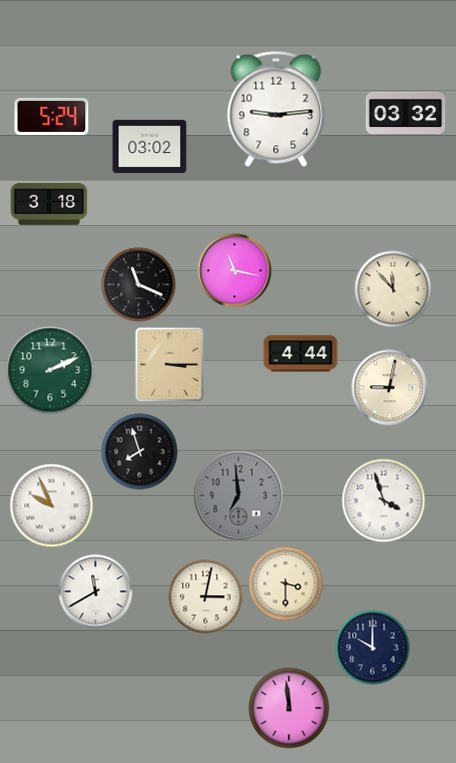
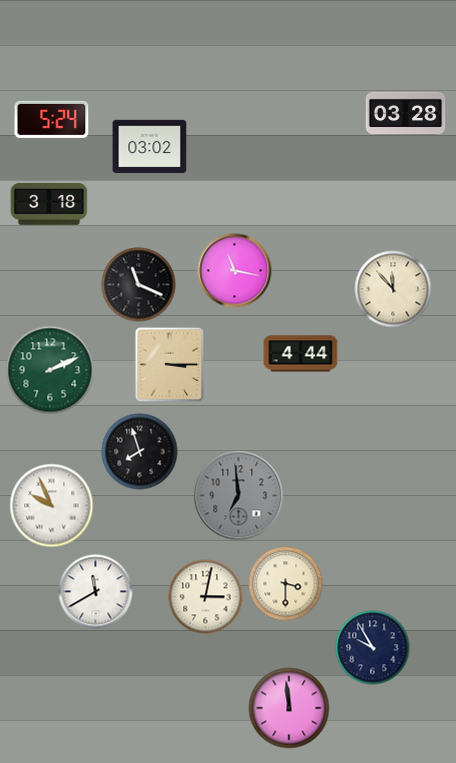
clock at (276, 109): 9:14 -> none
clock at (406, 113): 03:32 -> 03:28
clock at (52, 116) position: (52, 116) -> (52, 119)
clock at (390, 388): 9:02 -> none
clock at (384, 501): 3:57 -> none
clock at (373, 648): 10:00 -> 9:55
